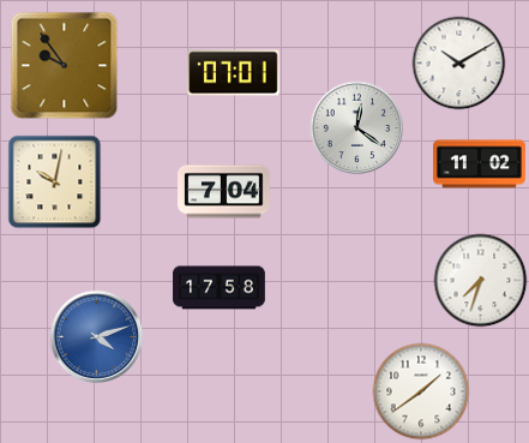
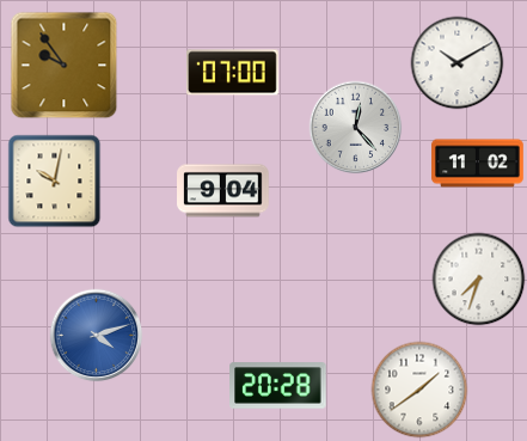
clock at (234, 73): 07:01 -> 07:00
clock at (356, 127): 12:21 -> 12:23
clock at (224, 192): 7:04 -> 9:04
clock at (220, 288): 17:58 -> none
clock at (278, 386): none -> 20:28
